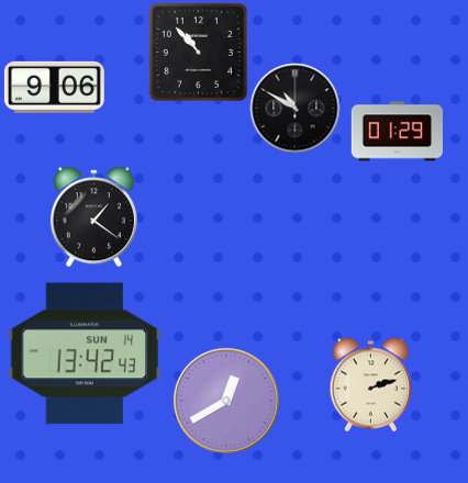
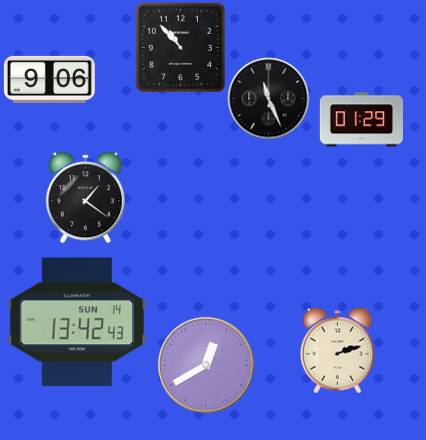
clock at (294, 108): 10:50 -> 11:26
